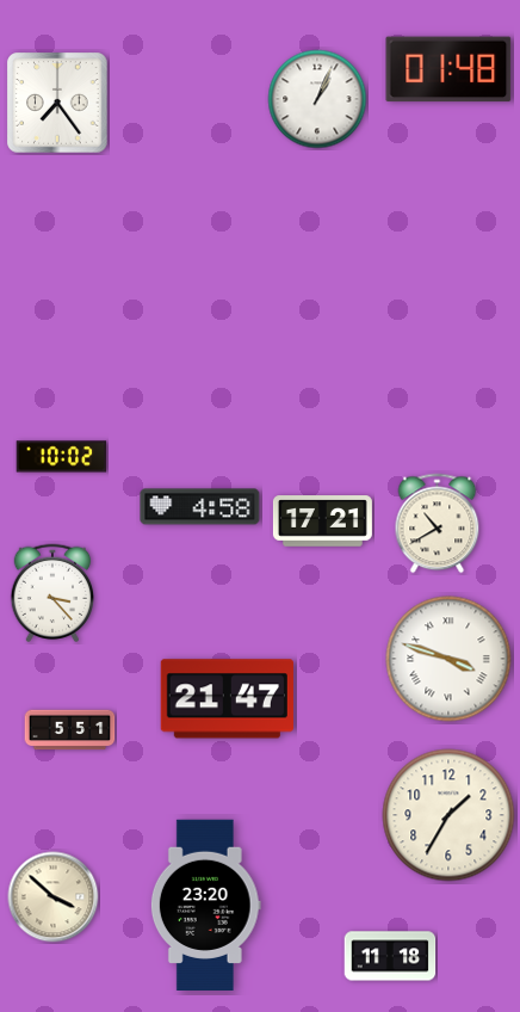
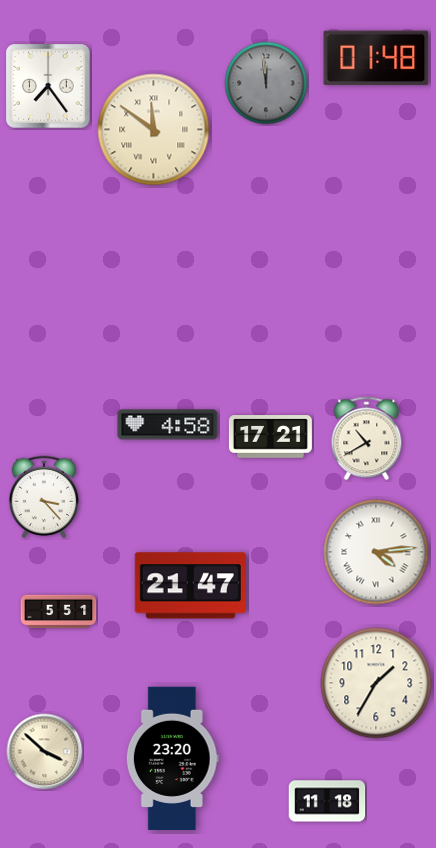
clock at (317, 99): 1:04 -> 11:59
clock at (317, 99) dial: white -> grey
clock at (154, 130): none -> 11:51
clock at (62, 457): 10:02 -> none
clock at (448, 659): 3:48 -> 4:14
